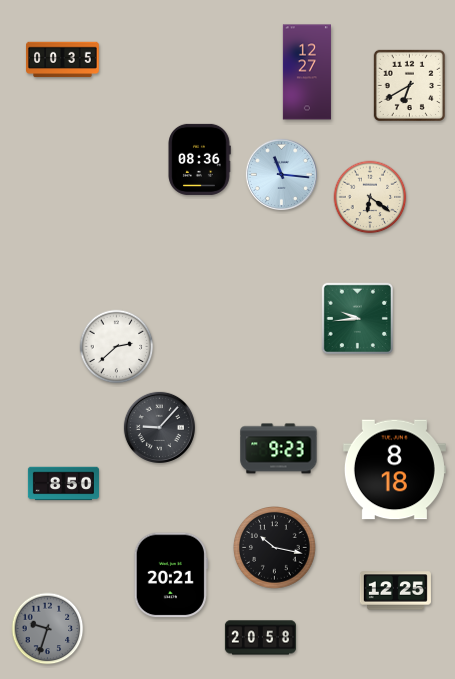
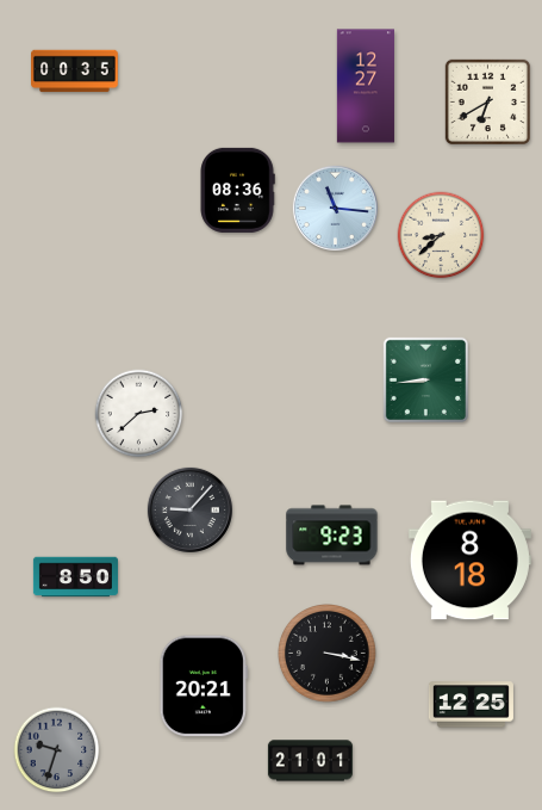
clock at (370, 197): 6:21 -> 8:38
clock at (357, 318): 9:44 -> 8:44
clock at (275, 548): 10:17 -> 3:17
clock at (260, 638): 20:58 -> 21:01
